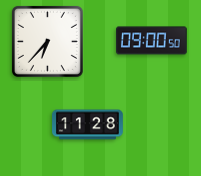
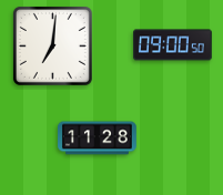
clock at (47, 41): 6:37 -> 7:01
clock at (152, 41) position: (152, 41) -> (173, 45)
